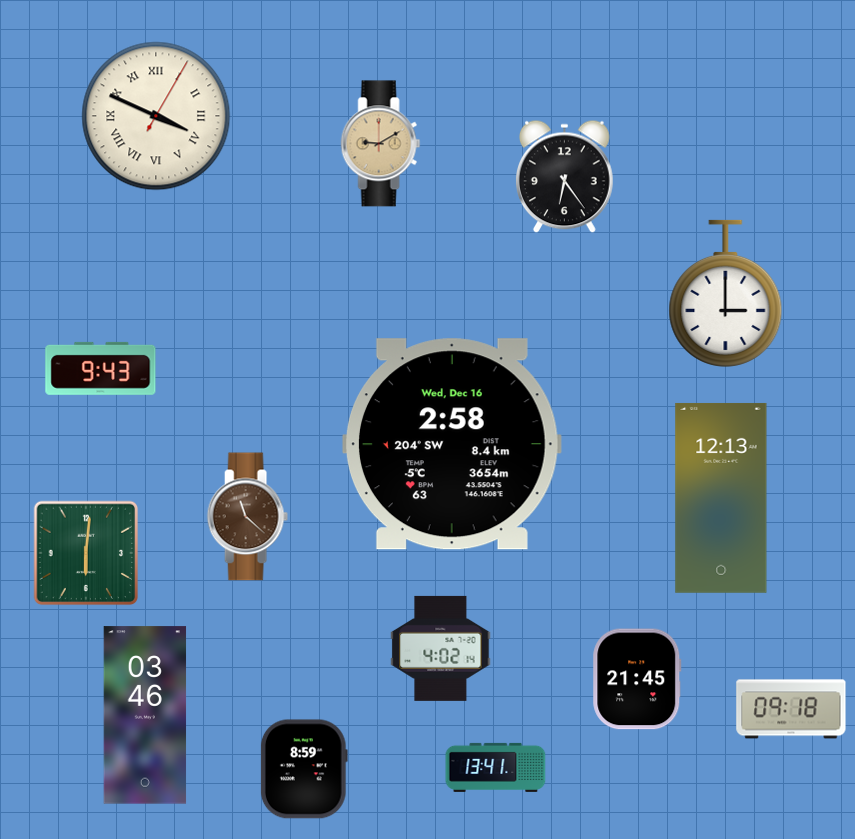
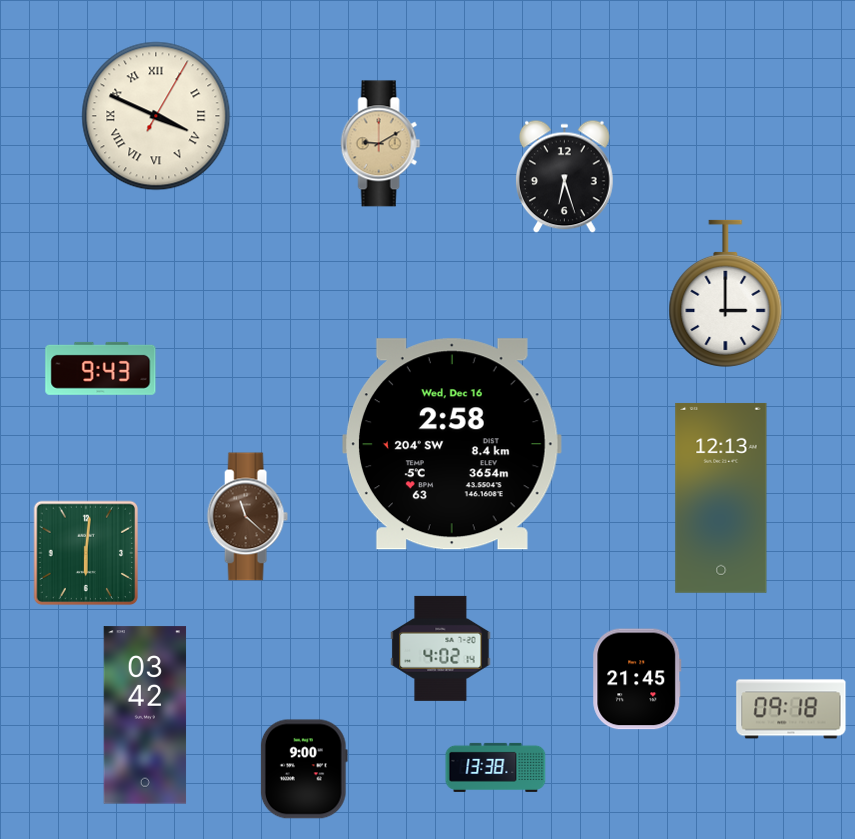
clock at (565, 177): 6:24 -> 6:27
clock at (145, 715): 03:46 -> 03:42
clock at (496, 767): 13:41 -> 13:38
clock at (304, 769): 8:59 -> 9:00
